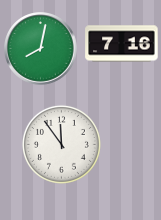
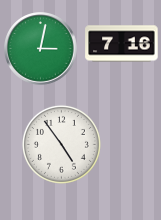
clock at (41, 49): 8:02 -> 3:02
clock at (61, 144): 11:54 -> 4:54
